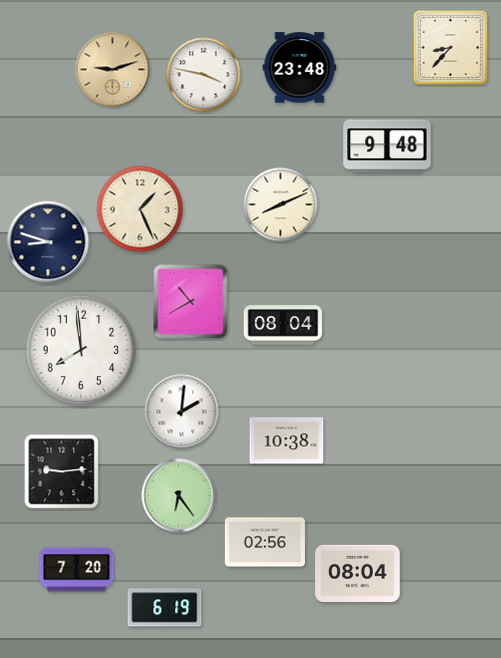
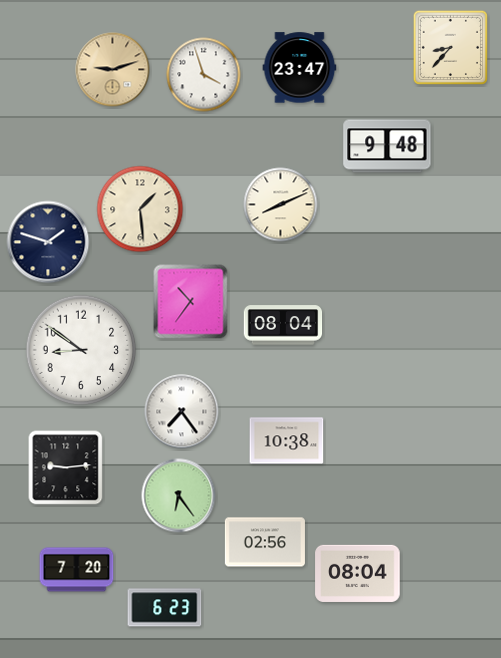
clock at (300, 68): 23:48 -> 23:47
clock at (204, 75): 3:47 -> 3:57
clock at (140, 209): 1:26 -> 1:29
clock at (48, 242): 8:48 -> 1:48
clock at (191, 302): 10:40 -> 10:36
clock at (81, 350): 7:59 -> 8:51
clock at (182, 412): 2:01 -> 7:24
clock at (62, 472) position: (62, 472) -> (66, 468)
clock at (165, 608): 6:19 -> 6:23
